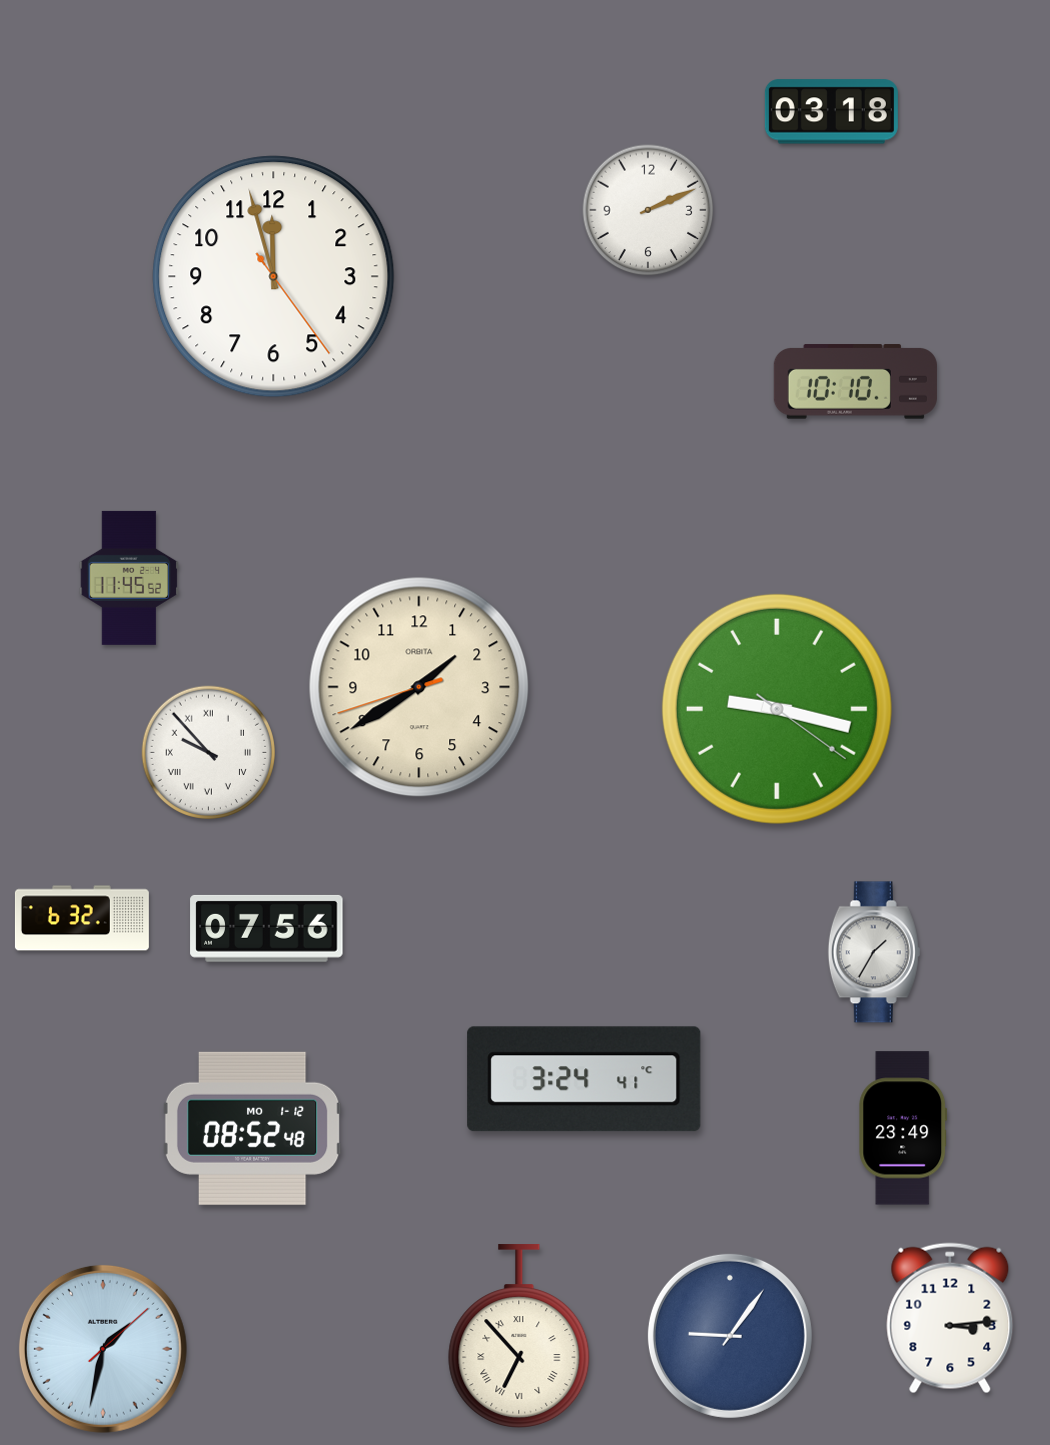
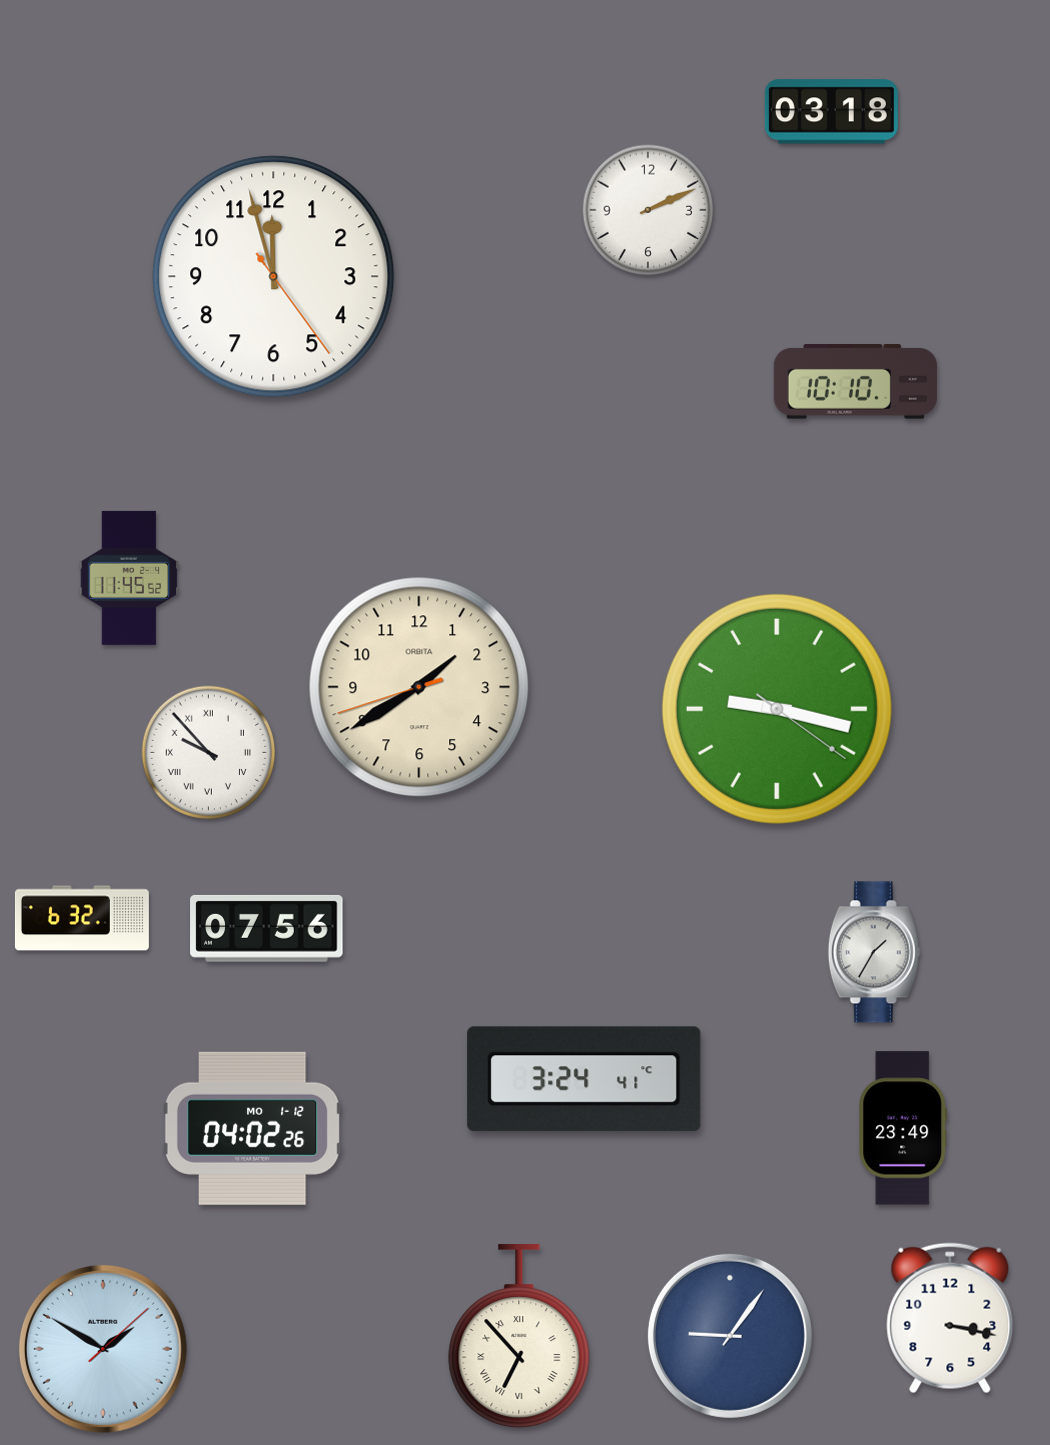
clock at (252, 1128): 08:52 -> 04:02
clock at (950, 1318): 3:14 -> 3:17
clock at (103, 1349): 1:32 -> 1:50
